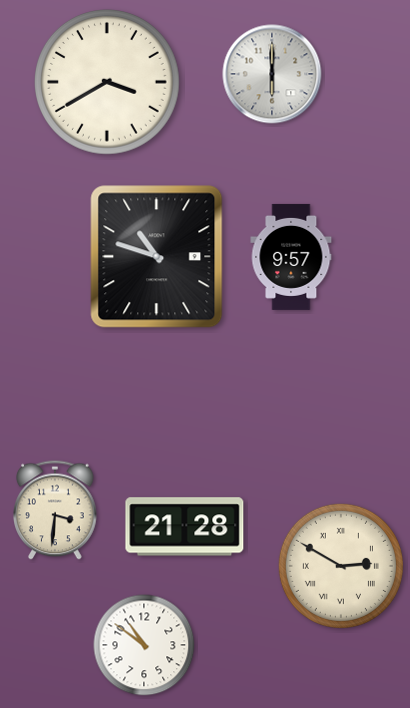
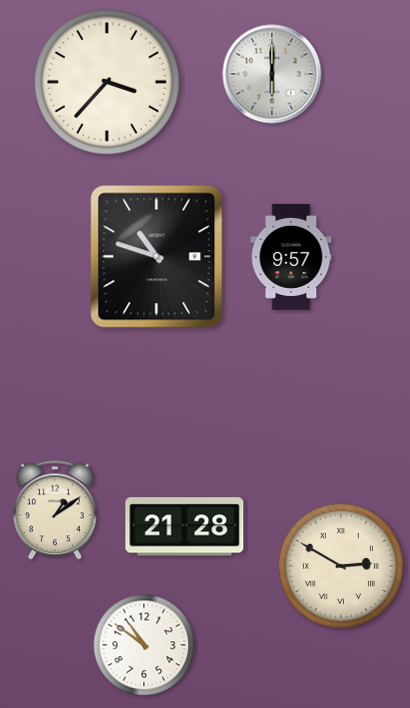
clock at (108, 83): 3:40 -> 3:37
clock at (55, 510): 3:31 -> 1:09
